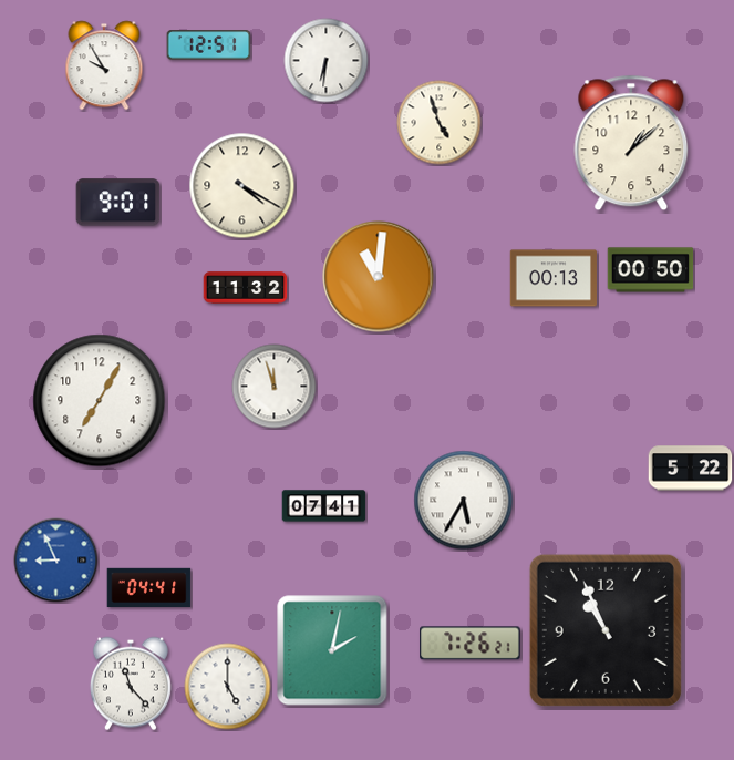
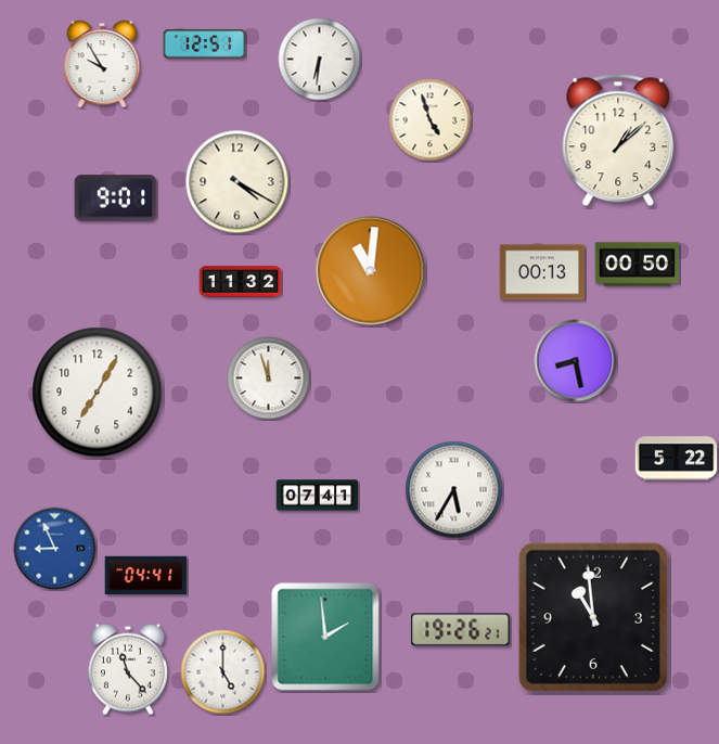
clock at (576, 361): none -> 8:28
clock at (606, 630): 10:56 -> 10:59
clock at (471, 644): 7:26 -> 19:26
clock at (332, 650): 2:02 -> 1:59
